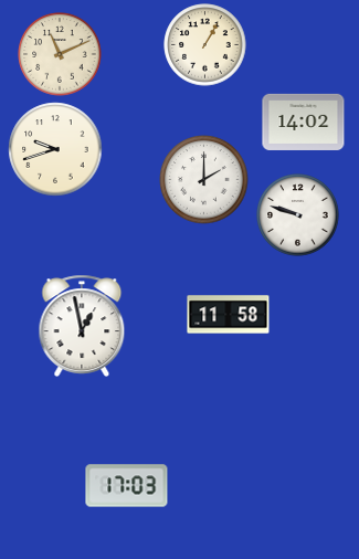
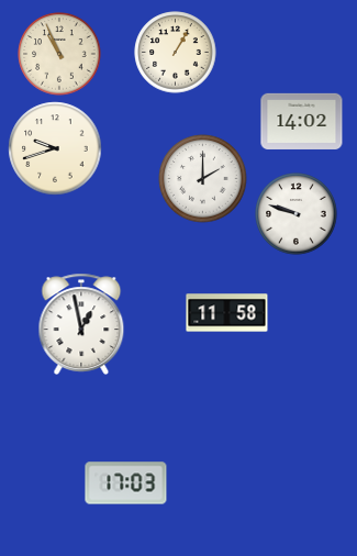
clock at (205, 45) position: (205, 45) -> (176, 53)
clock at (60, 54): 11:11 -> 10:56
